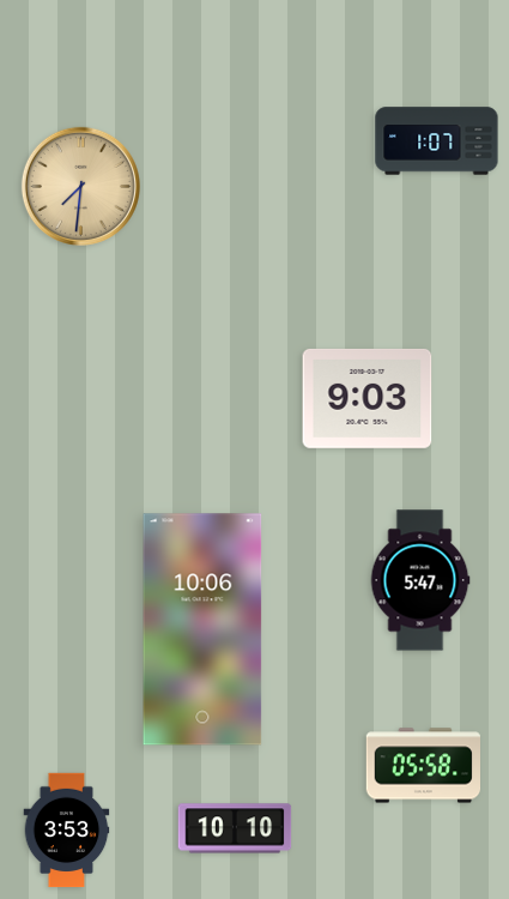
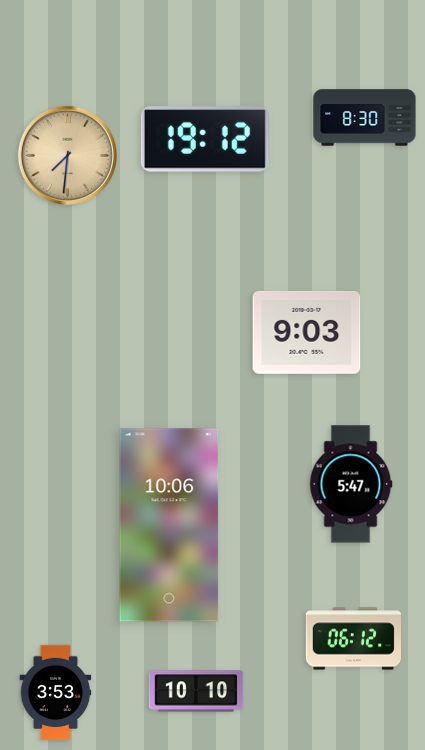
clock at (437, 141): 1:07 -> 8:30
clock at (205, 139): none -> 19:12
clock at (423, 766): 05:58 -> 06:12
